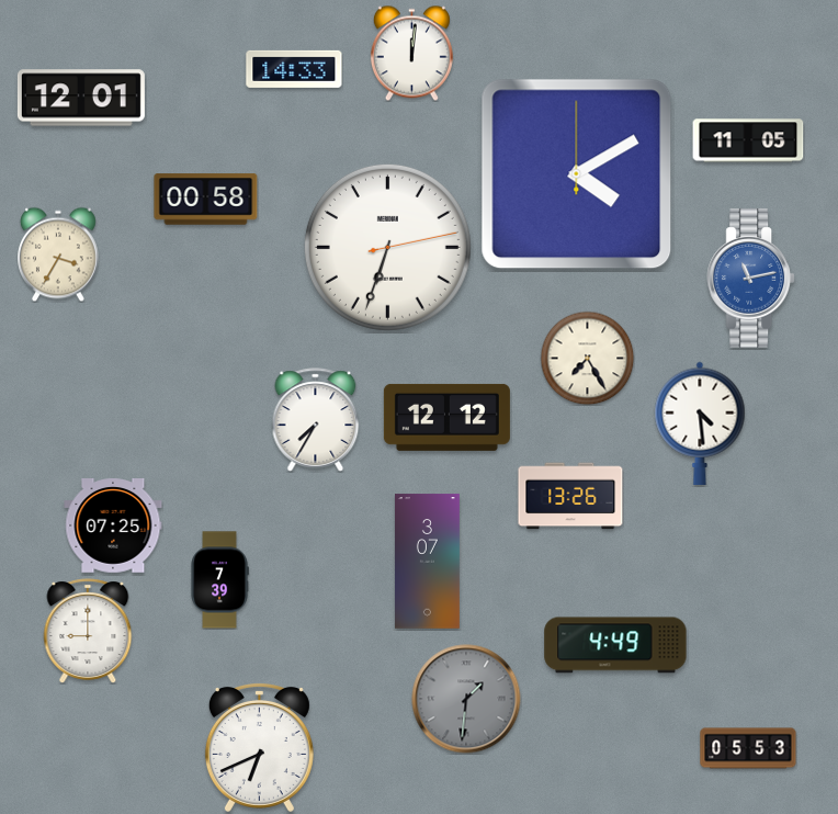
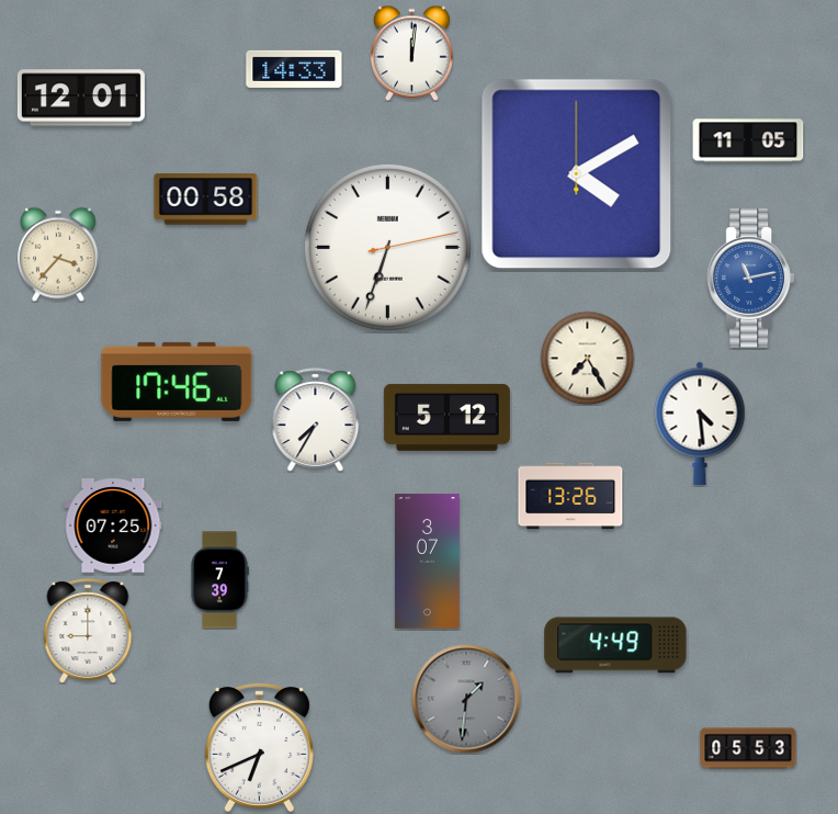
clock at (59, 255): 3:35 -> 3:37
clock at (177, 382): none -> 17:46
clock at (446, 417): 12:12 -> 5:12
